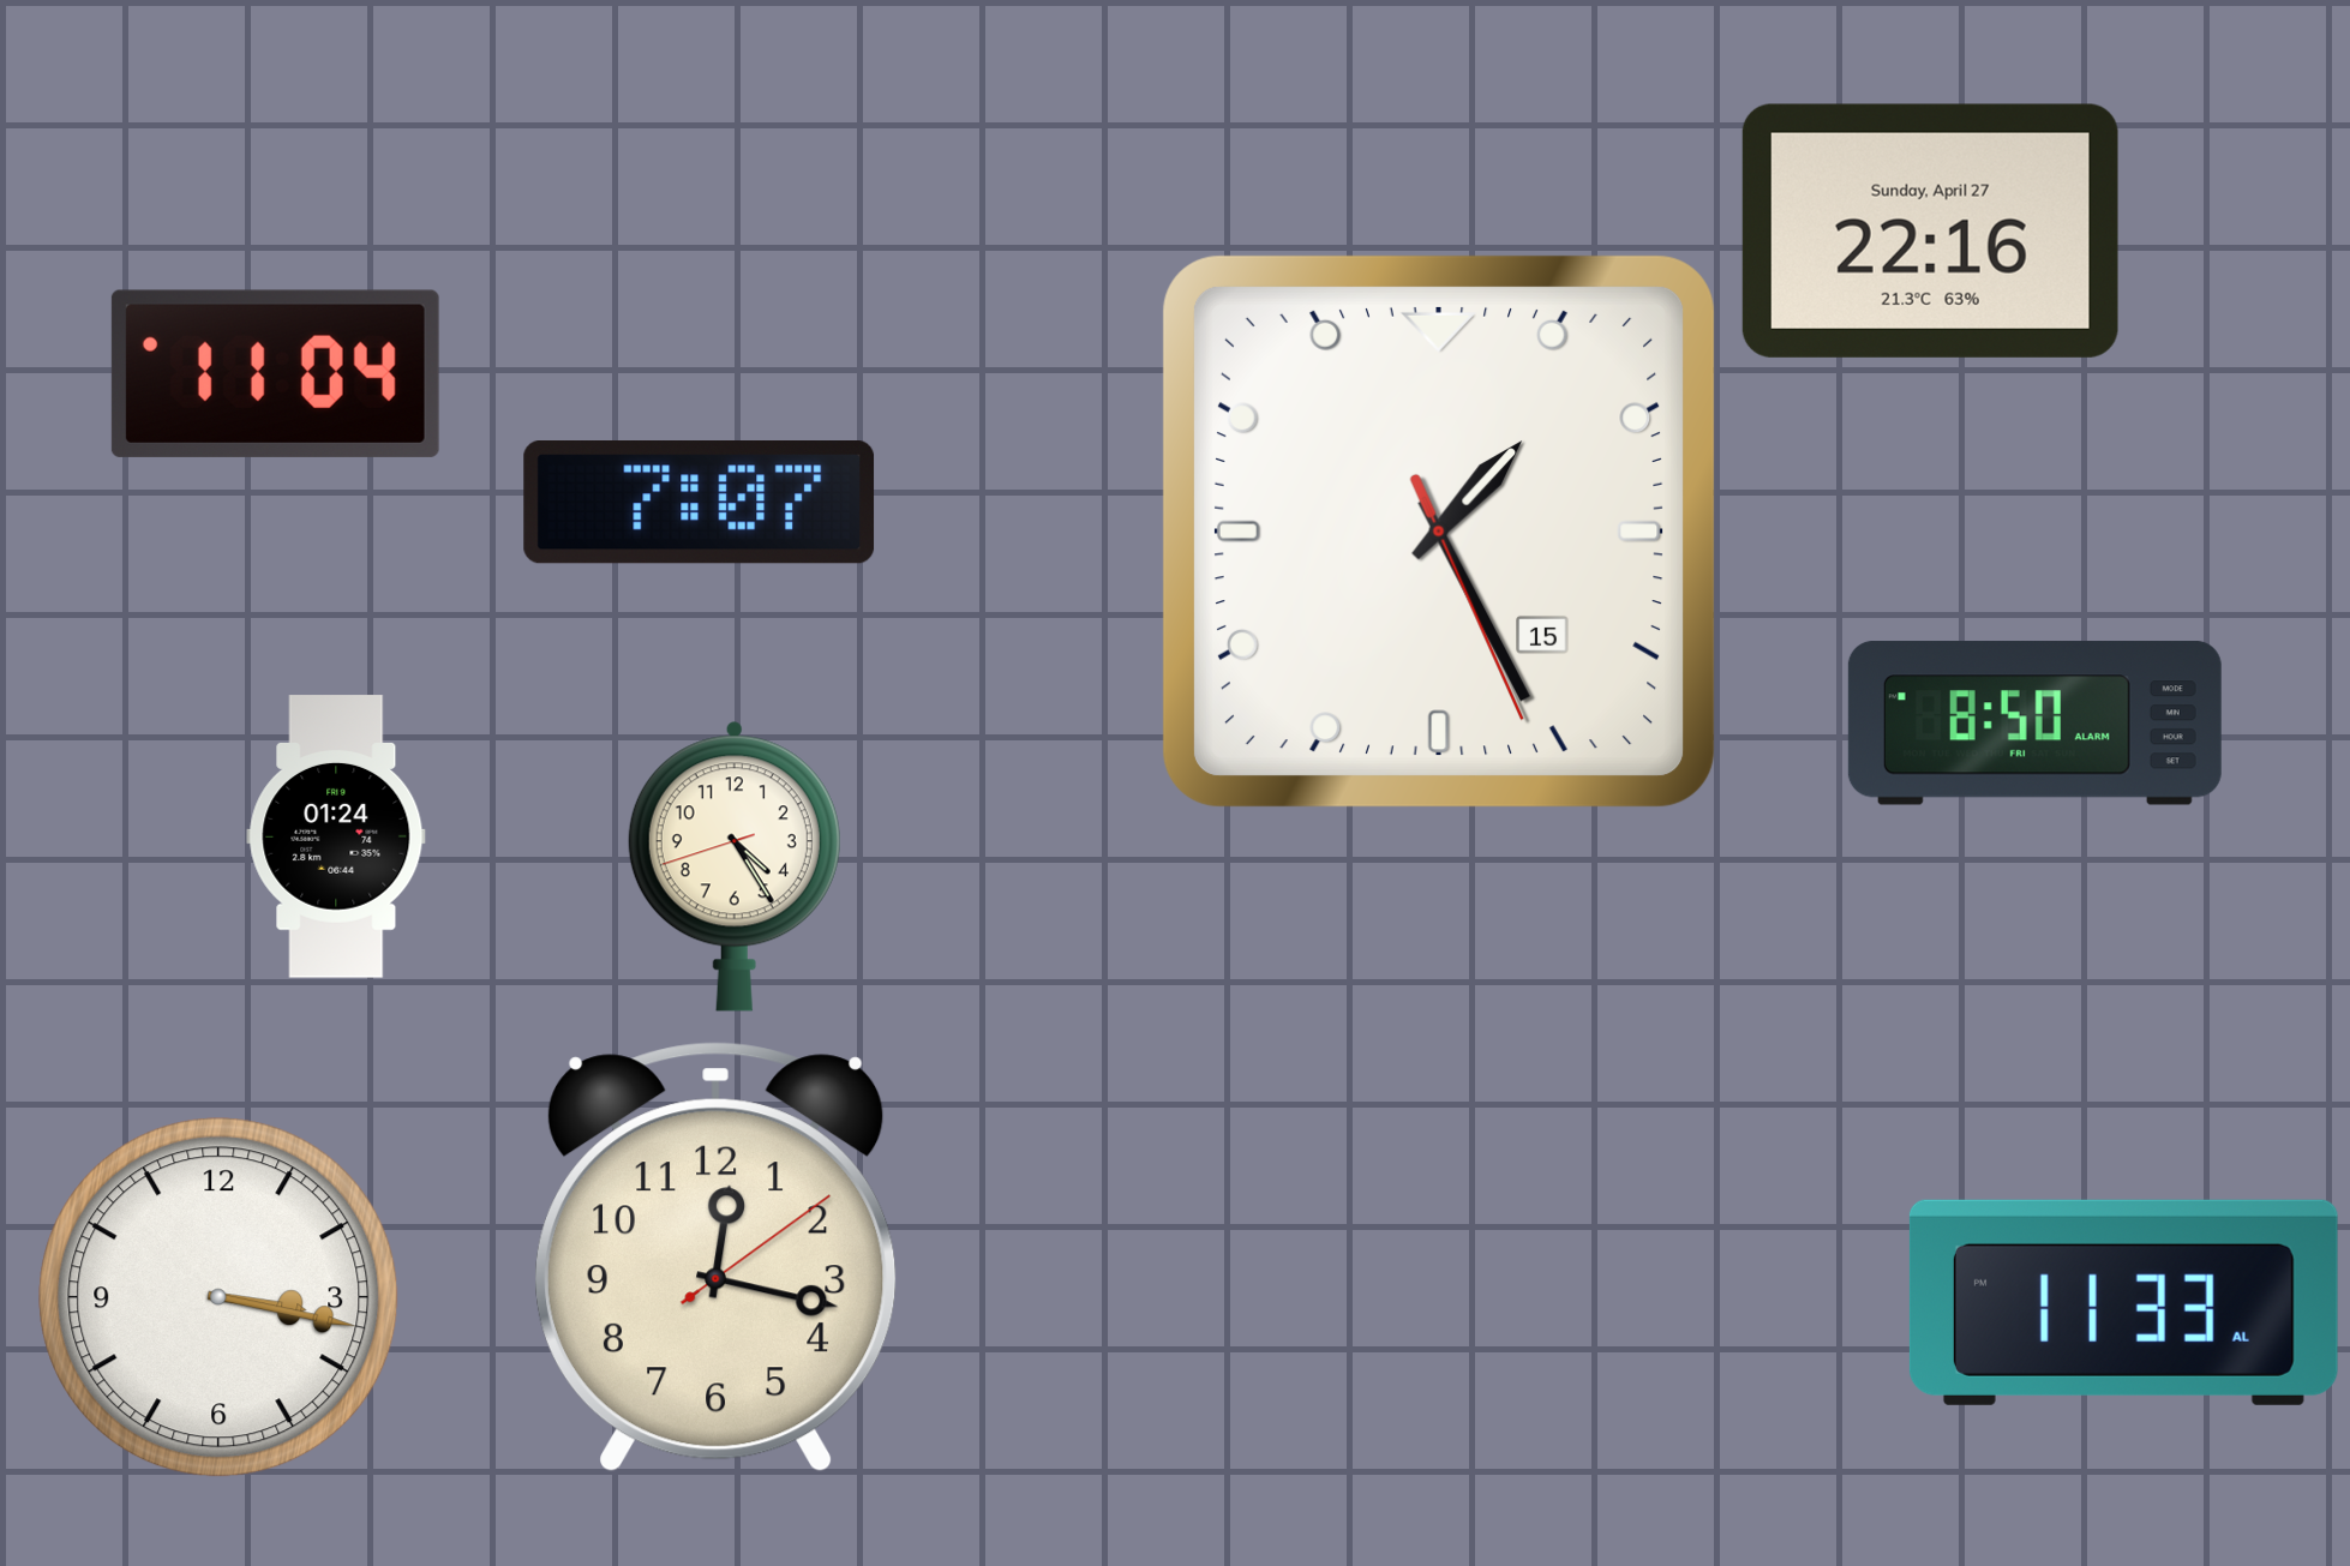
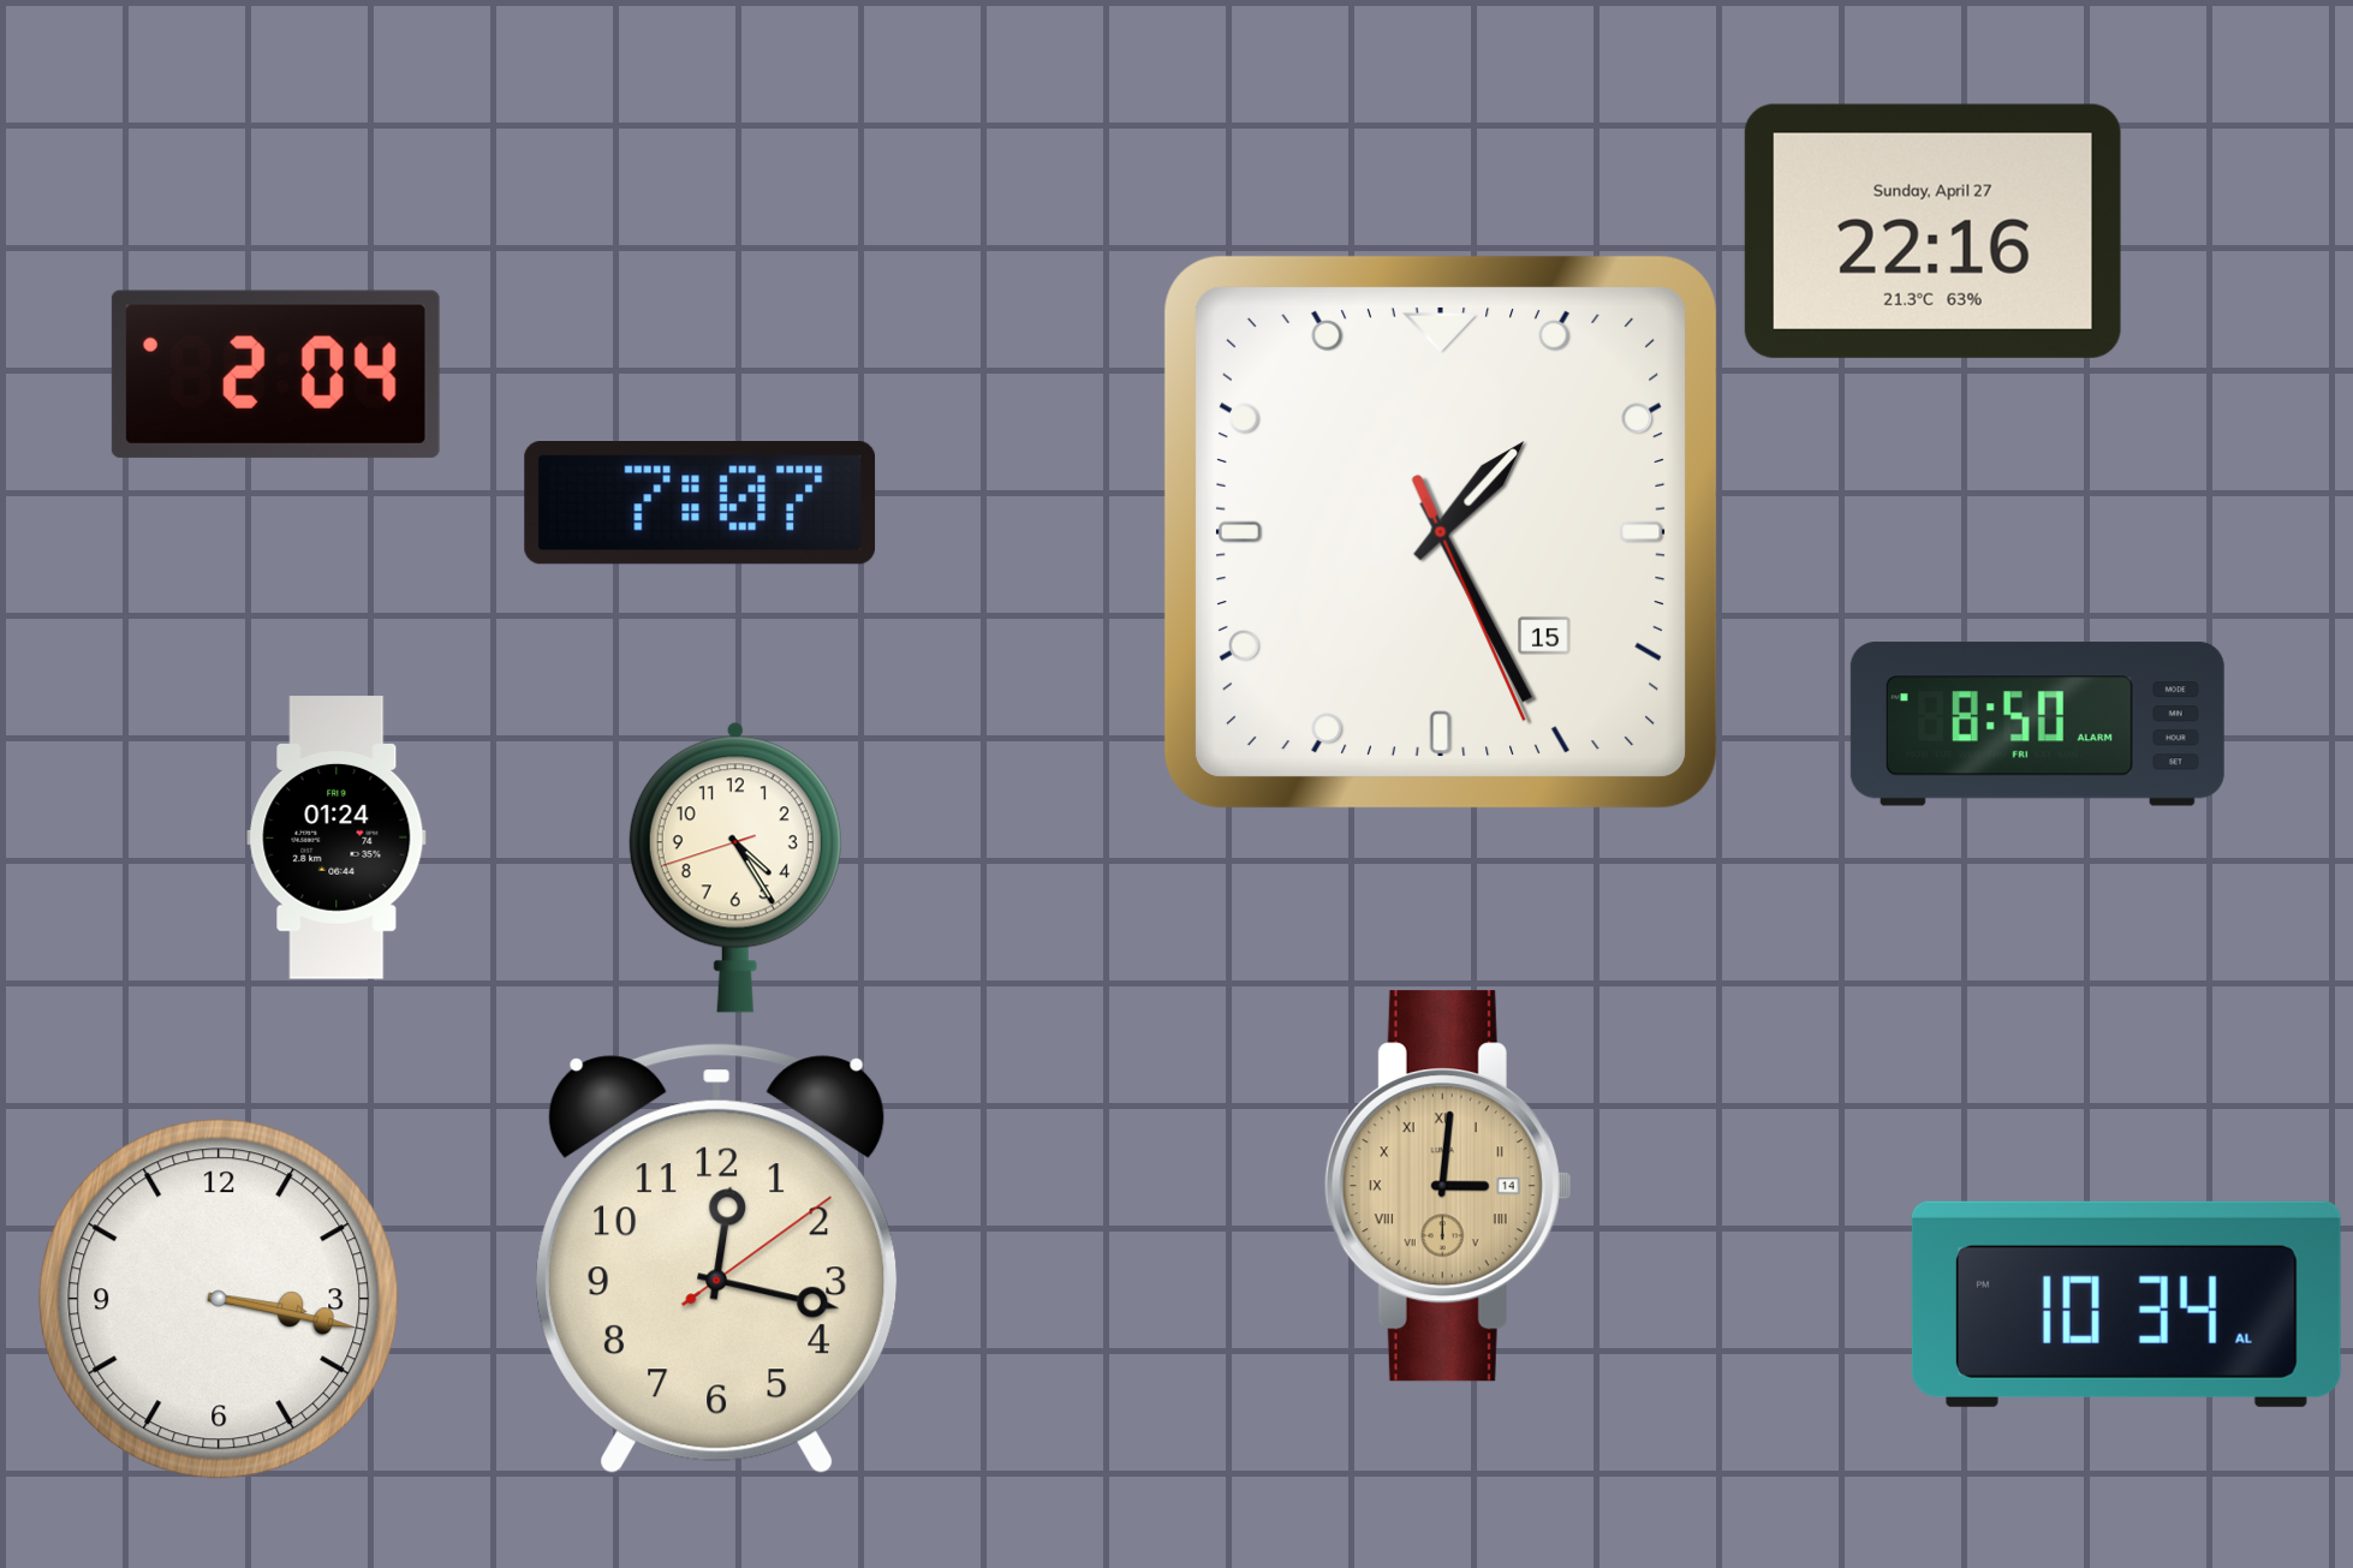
clock at (275, 373): 11:04 -> 2:04
clock at (1448, 1186): none -> 3:01
clock at (2123, 1302): 11:33 -> 10:34
